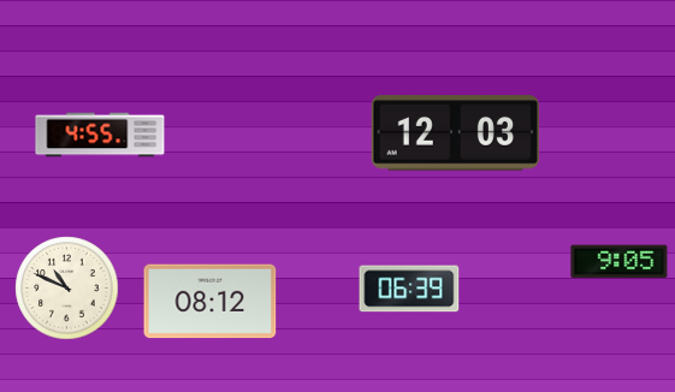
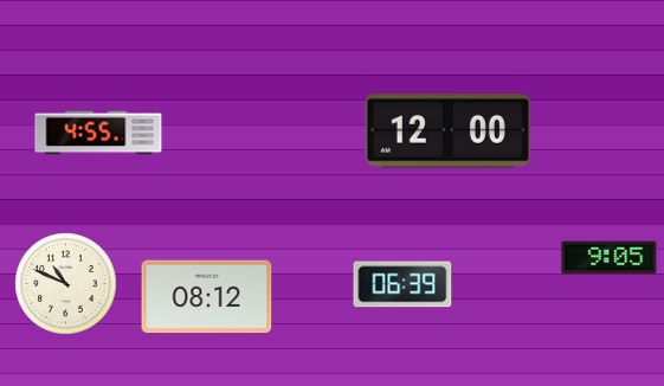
clock at (455, 133): 12:03 -> 12:00
